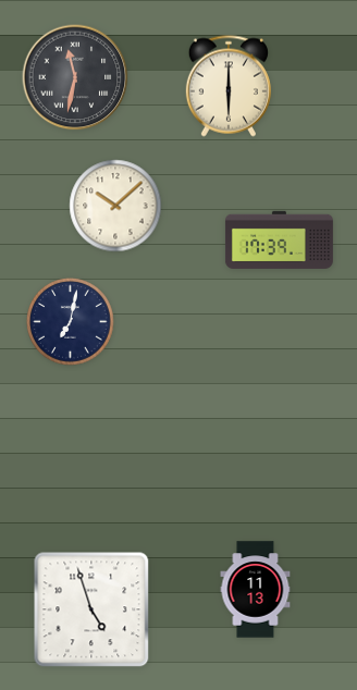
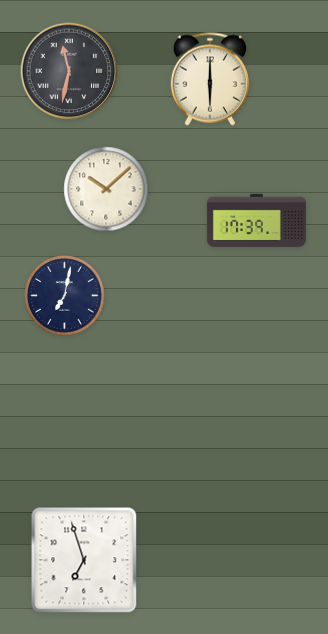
clock at (256, 590): 11:13 -> none
clock at (91, 609): 4:57 -> 6:57
